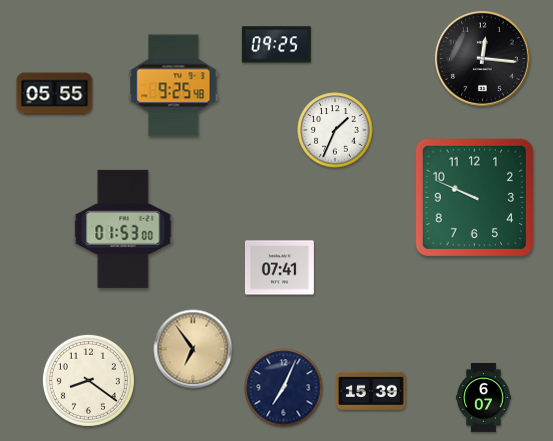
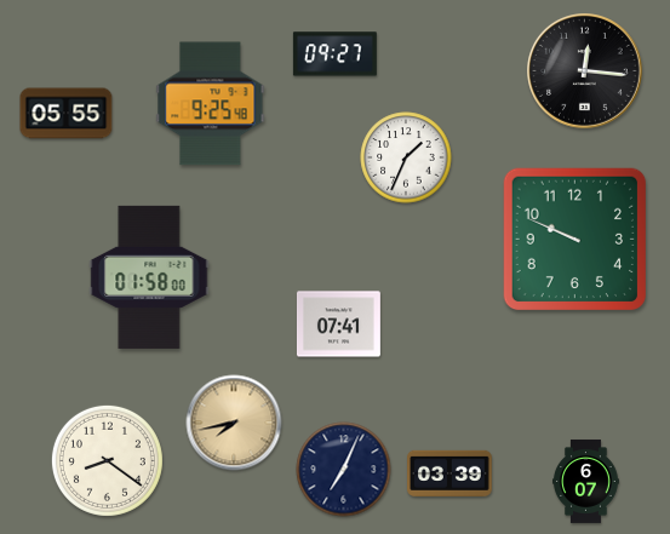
clock at (276, 45): 09:25 -> 09:27
clock at (123, 229): 01:53 -> 01:58
clock at (193, 349): 6:54 -> 7:43
clock at (371, 391): 15:39 -> 03:39
